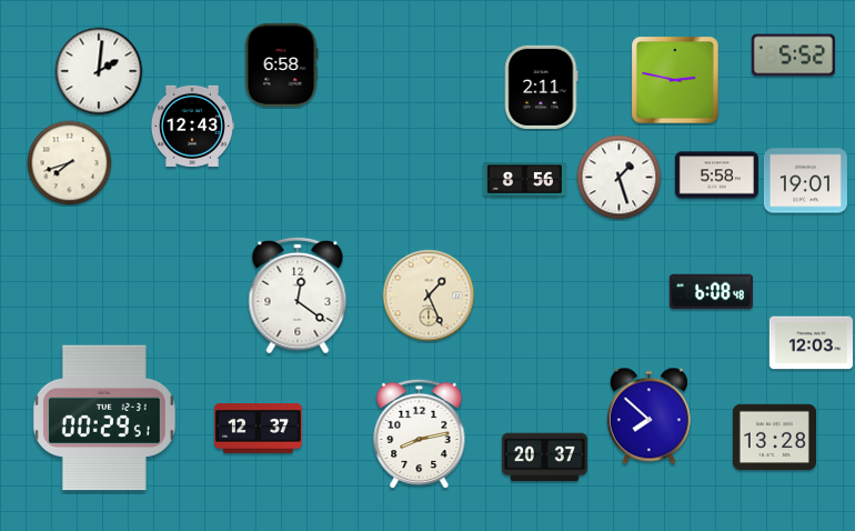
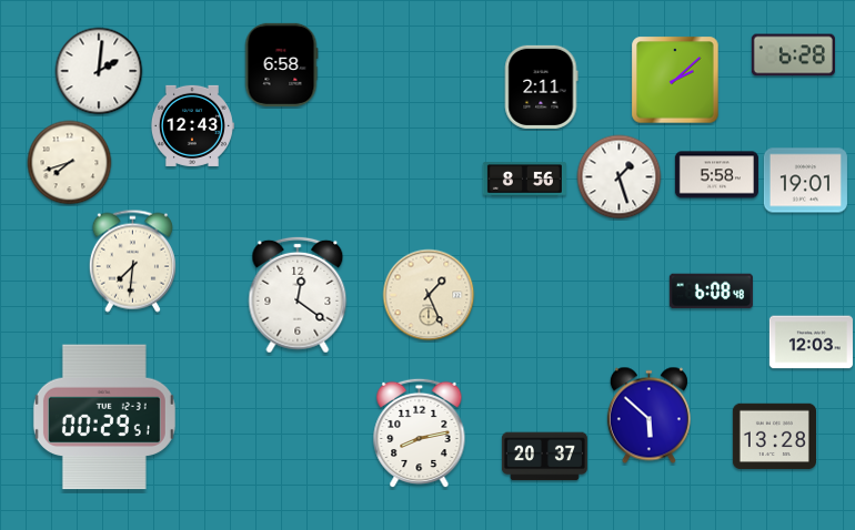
clock at (793, 56): 5:52 -> 6:28
clock at (675, 80): 2:47 -> 2:08
clock at (132, 261): none -> 7:31
clock at (648, 417): 7:52 -> 5:52
clock at (259, 429): 12:37 -> none
